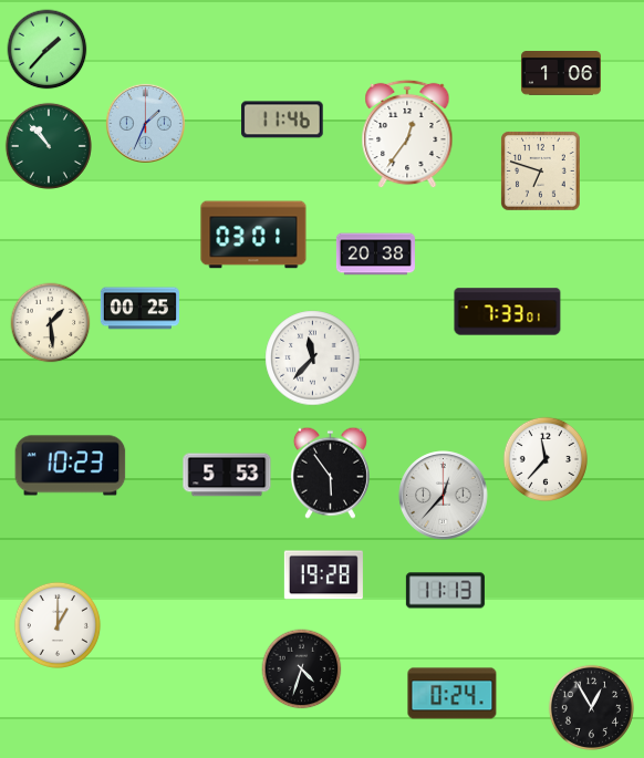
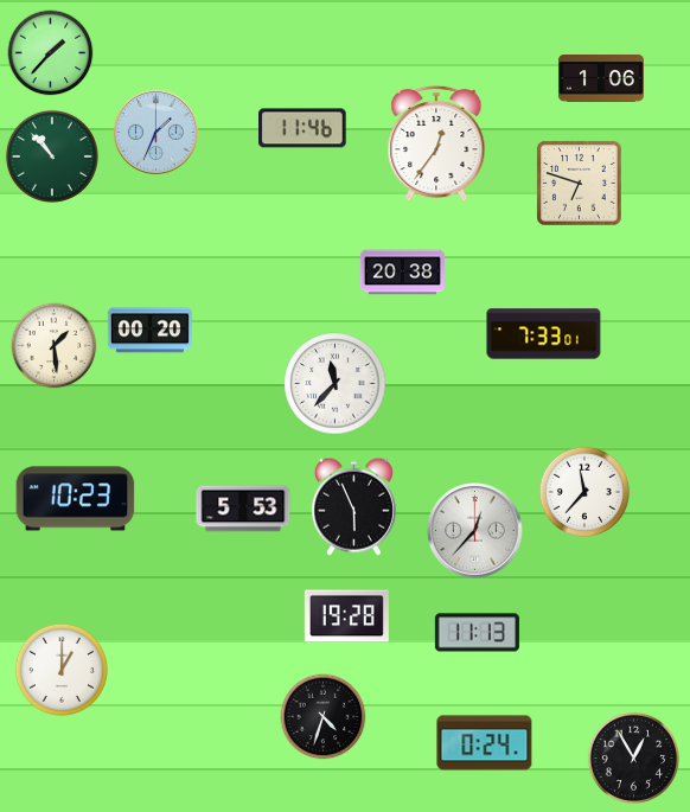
clock at (253, 235): 03:01 -> none
clock at (139, 309): 00:25 -> 00:20
clock at (330, 473): 5:54 -> 5:56
